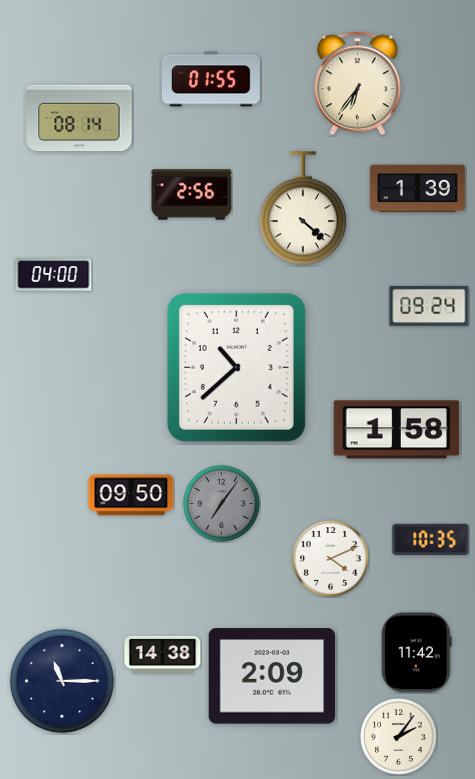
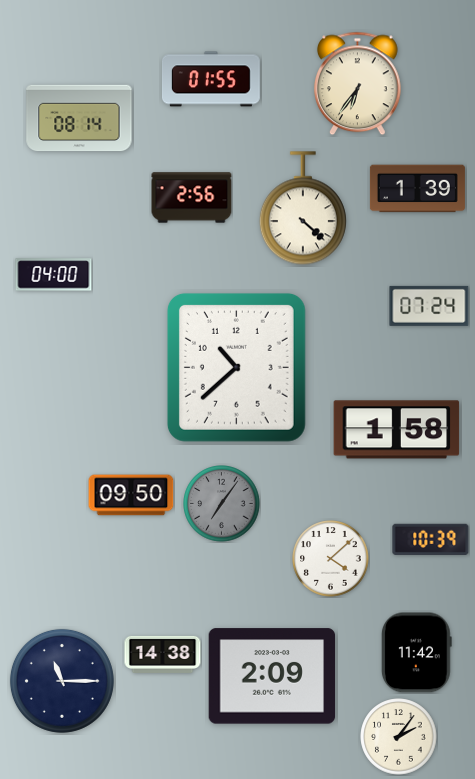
clock at (192, 195) position: (192, 195) -> (192, 198)
clock at (429, 306): 09:24 -> 07:24
clock at (431, 539): 10:35 -> 10:39
clock at (331, 559): 4:11 -> 4:08
